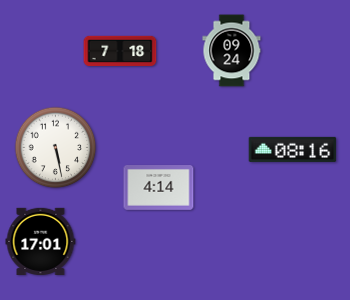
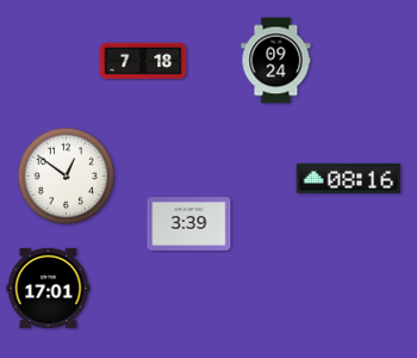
clock at (56, 148): 5:28 -> 12:51
clock at (159, 188): 4:14 -> 3:39
